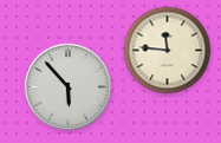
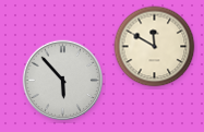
clock at (168, 51): 11:46 -> 11:50
